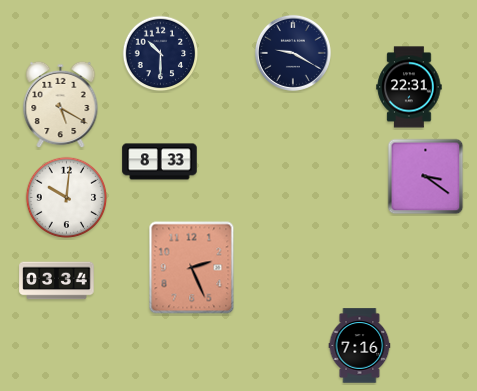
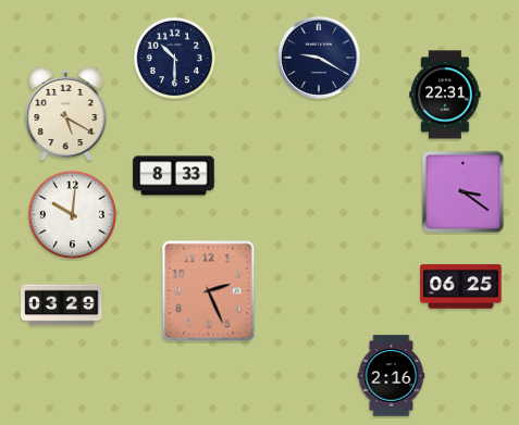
clock at (461, 287): none -> 06:25
clock at (57, 281): 03:34 -> 03:29
clock at (360, 346): 7:16 -> 2:16
